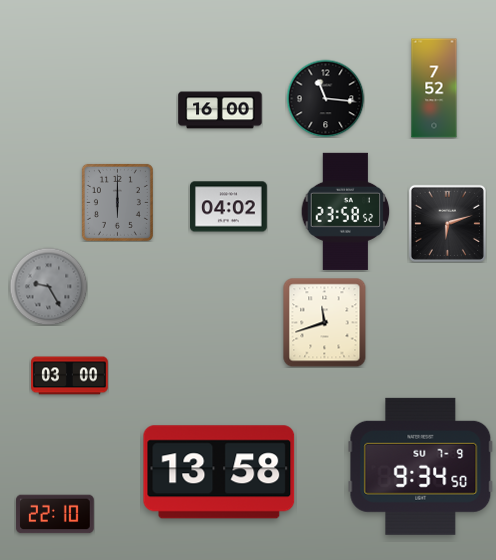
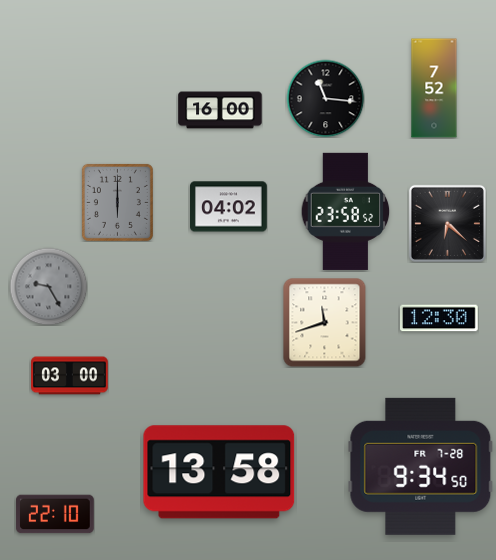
clock at (447, 223): 6:12 -> 6:22
clock at (440, 318): none -> 12:30
clock at (421, 466) date: SU 7-9 -> FR 7-28
